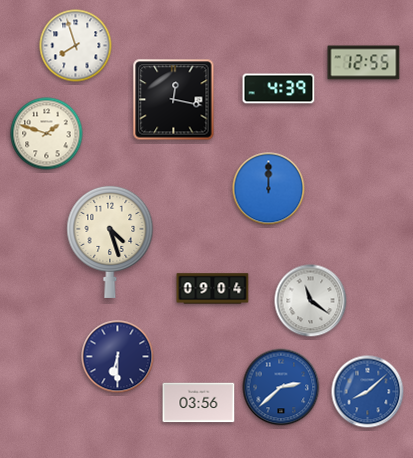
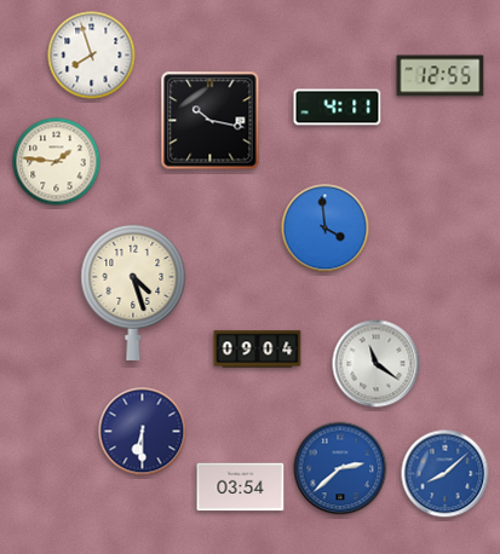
clock at (279, 89): 4:39 -> 4:11
clock at (174, 100): 12:17 -> 10:17
clock at (47, 134): 1:48 -> 1:46
clock at (269, 189): 12:00 -> 3:59
clock at (199, 403): 03:56 -> 03:54
